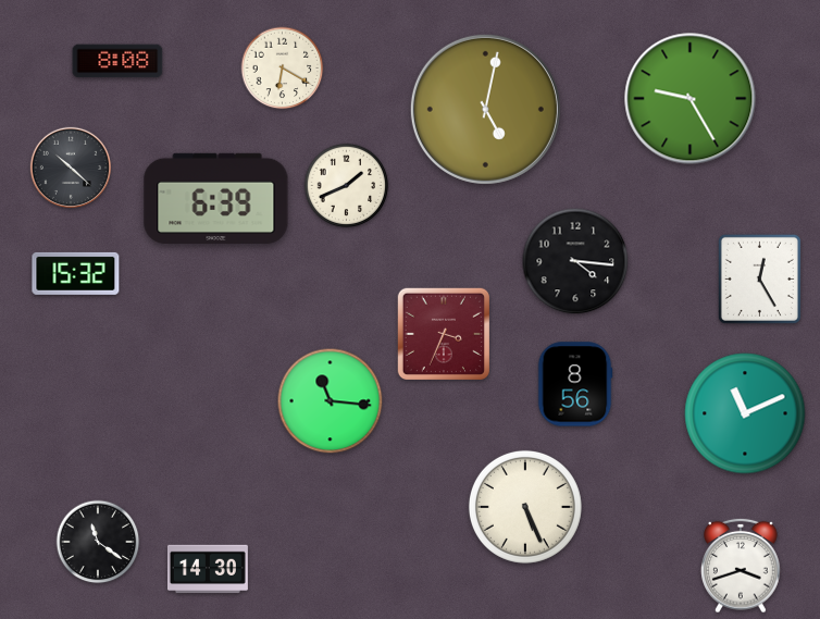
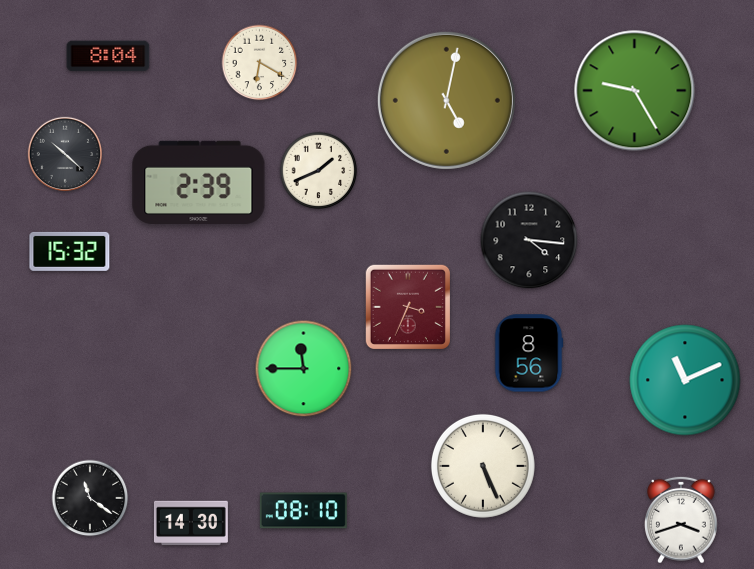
clock at (117, 61): 8:08 -> 8:04
clock at (216, 198): 6:39 -> 2:39
clock at (759, 278): 12:25 -> none
clock at (331, 401): 11:16 -> 11:45
clock at (303, 511): none -> 08:10
